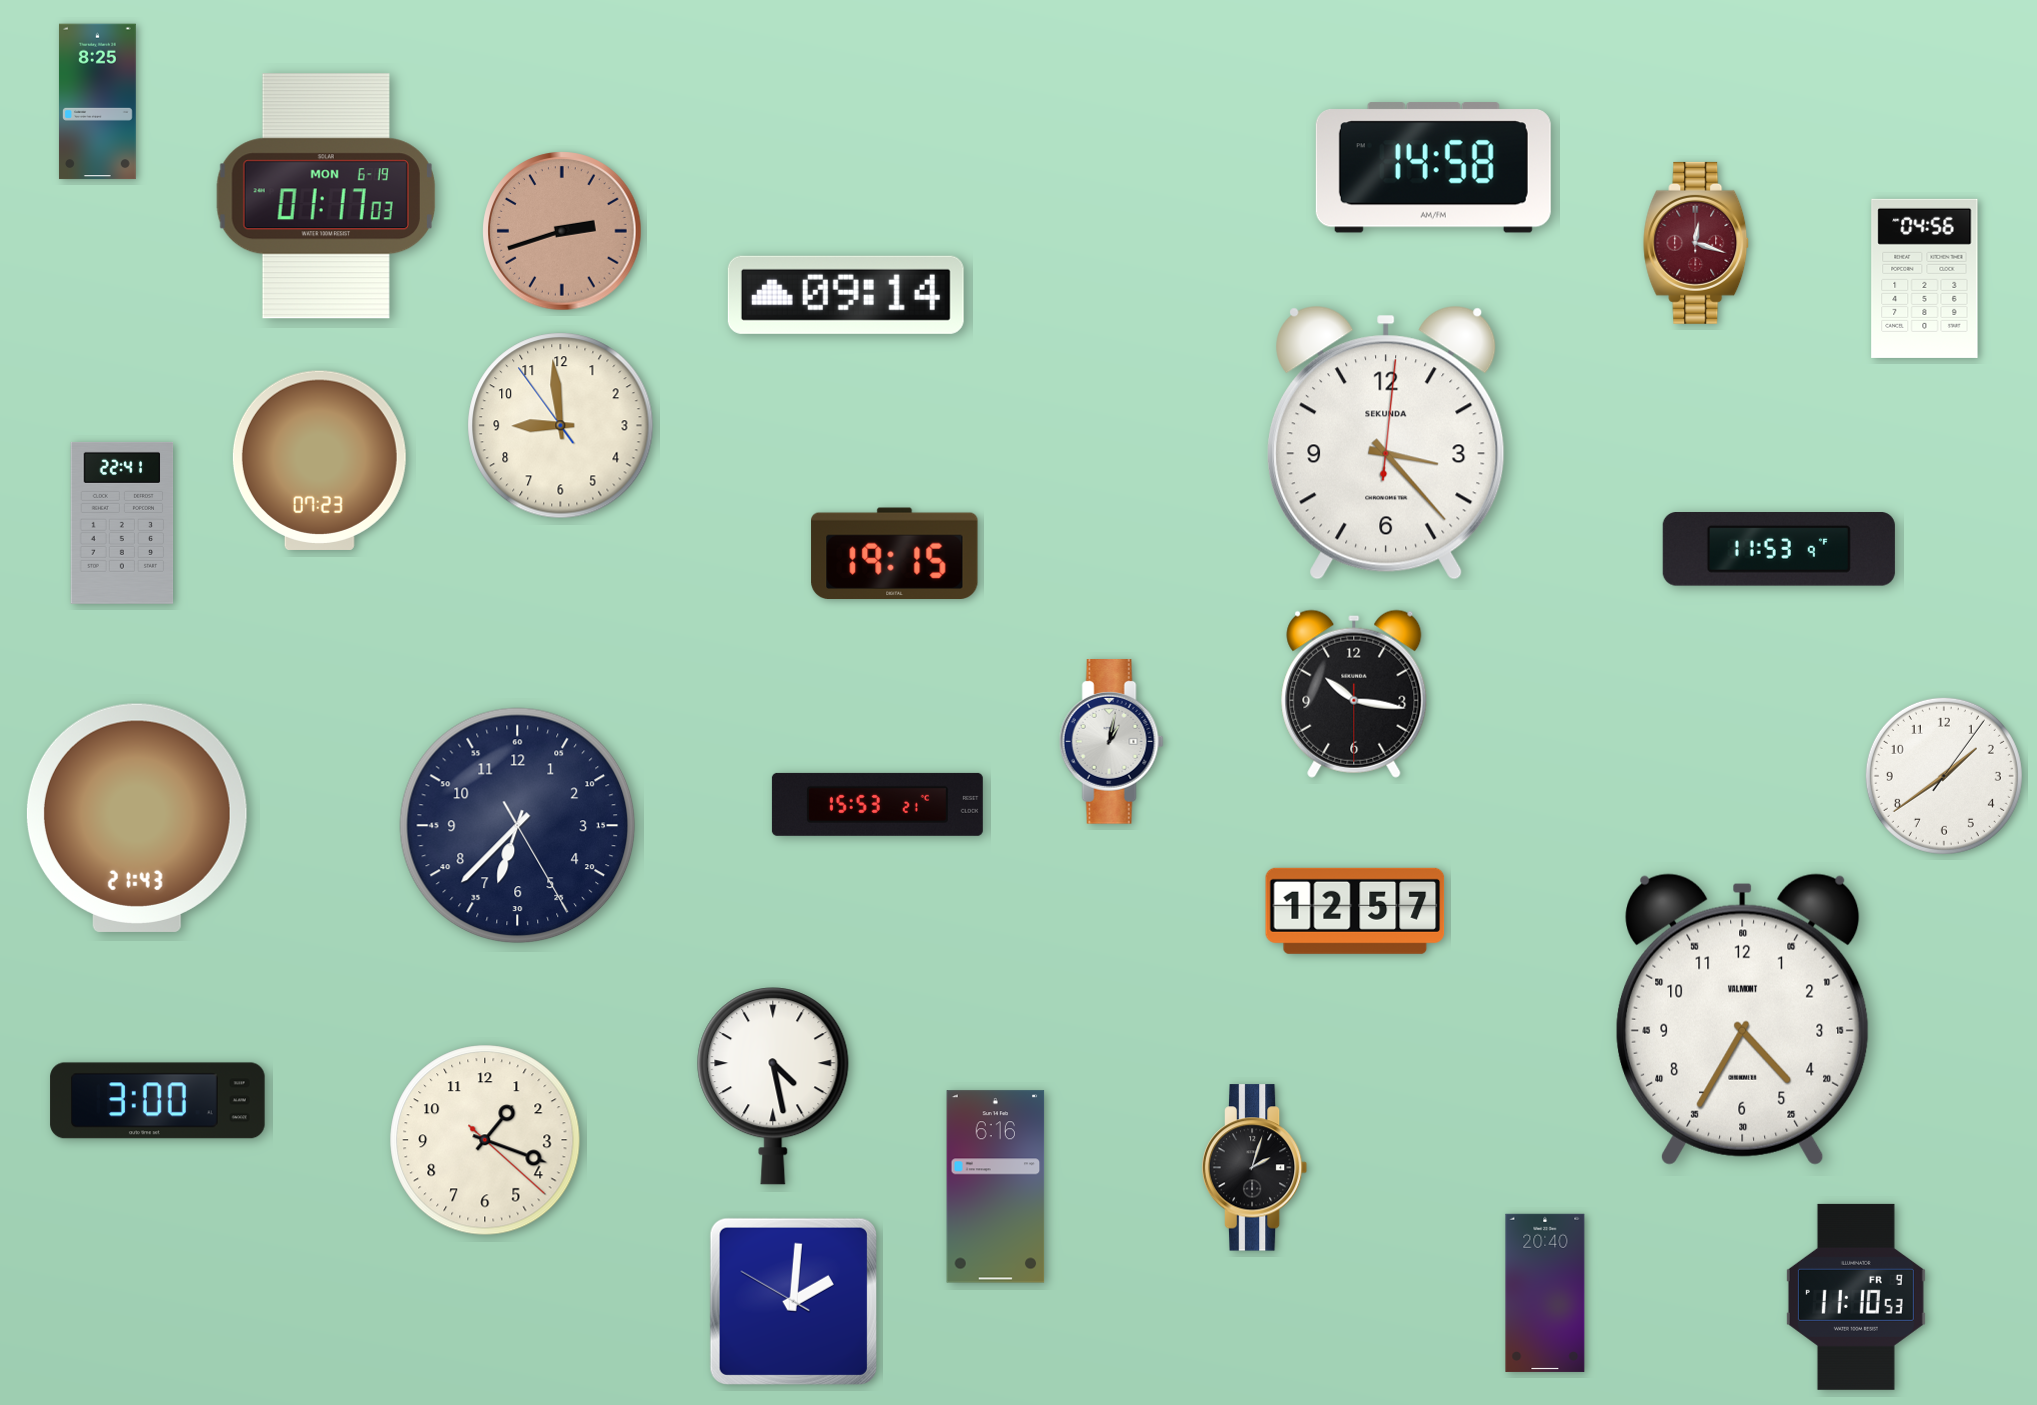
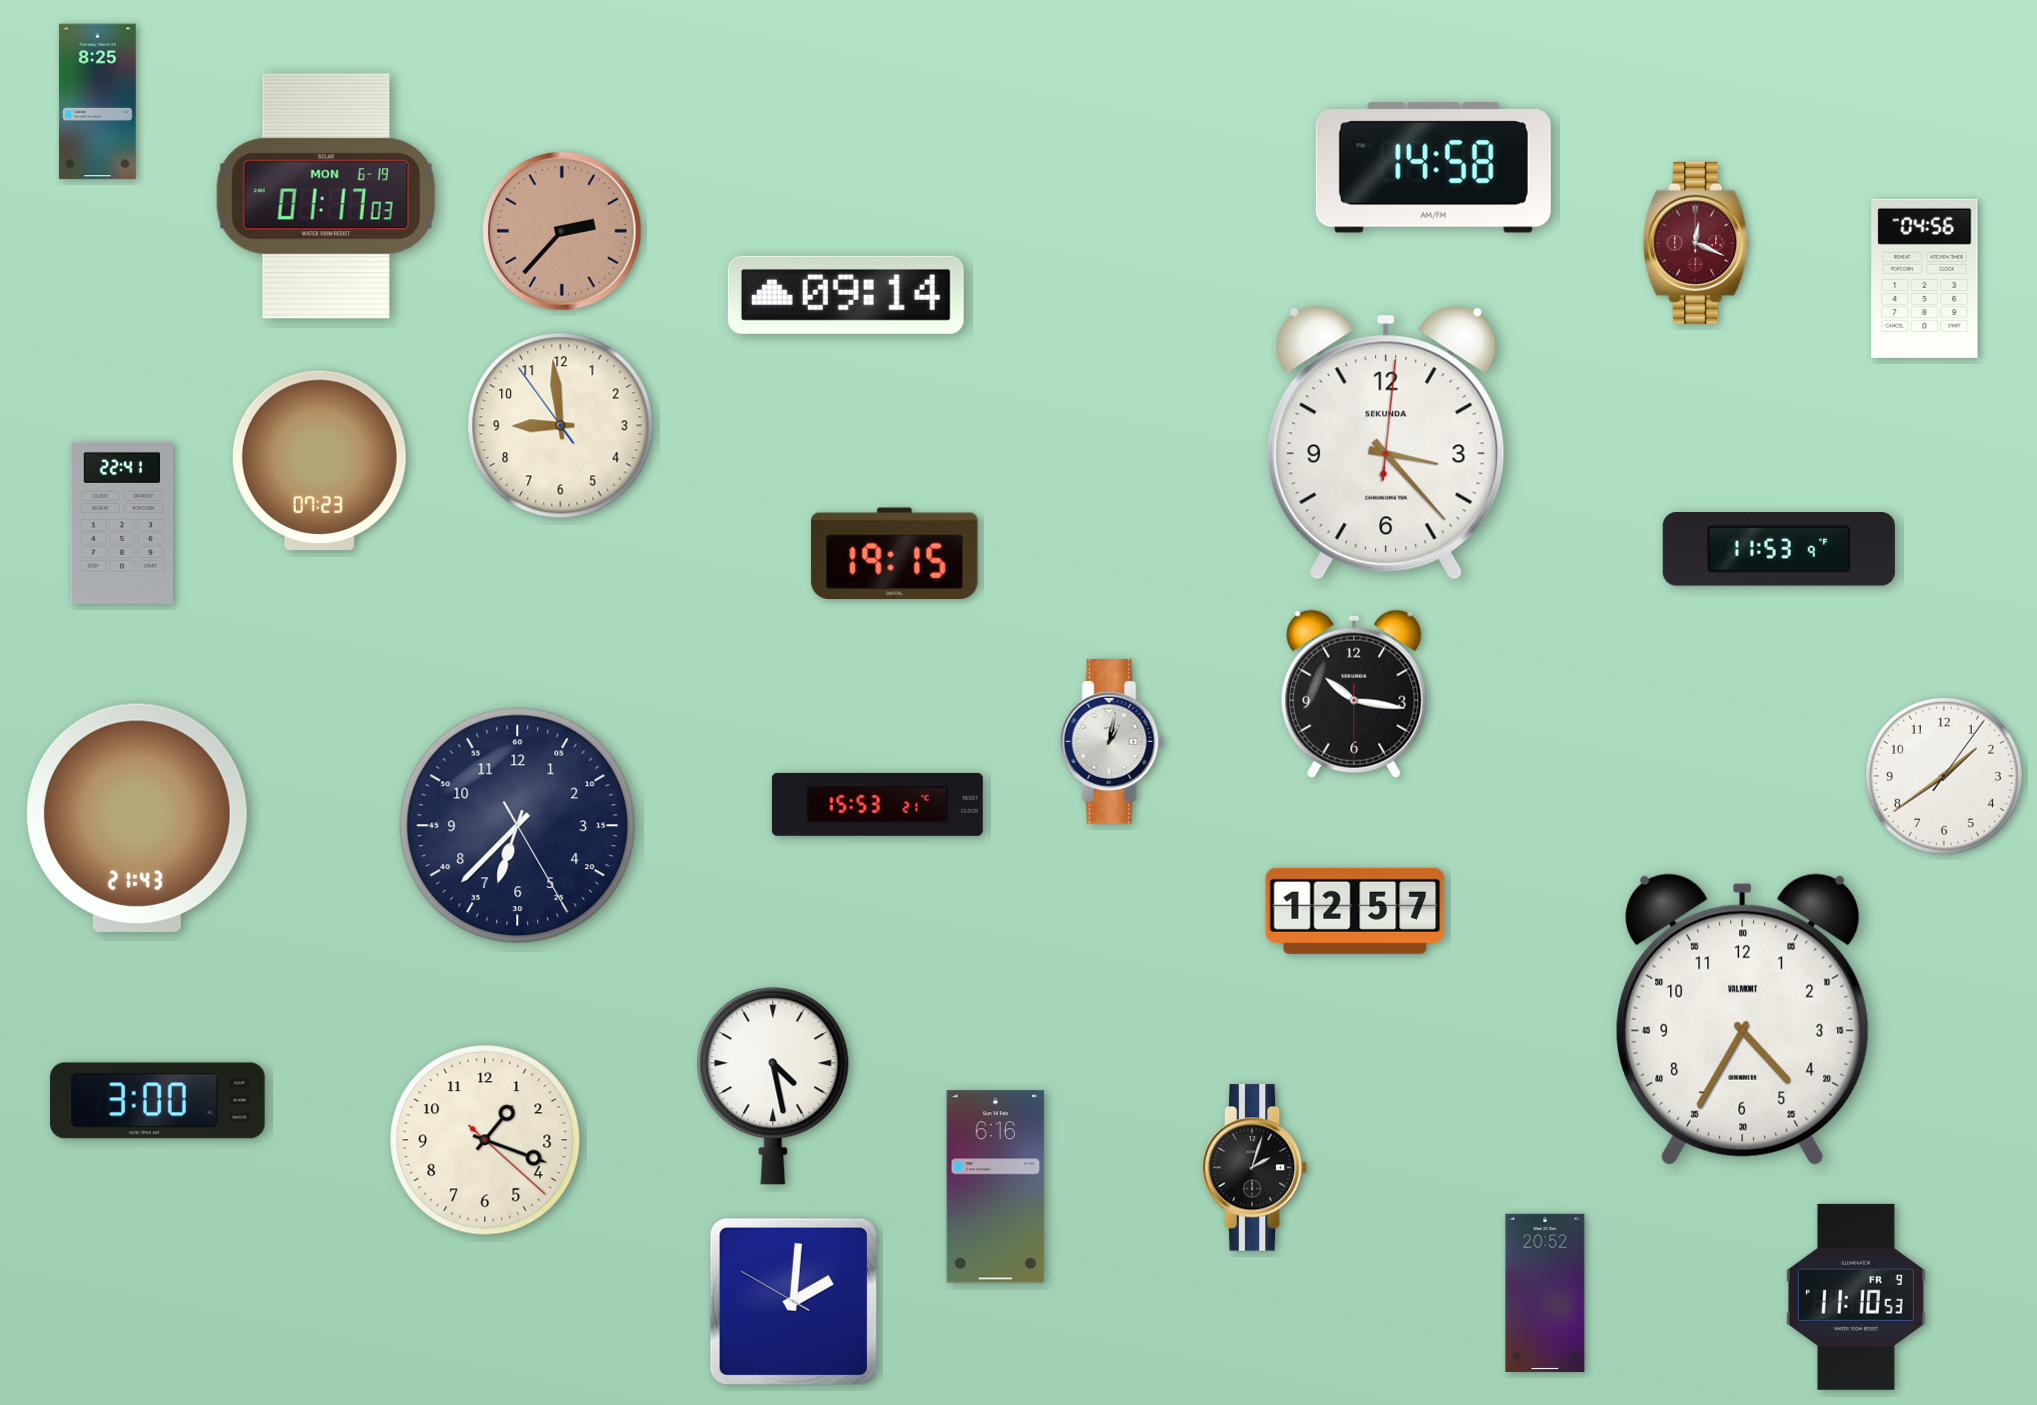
clock at (562, 231): 2:42 -> 2:37
clock at (1697, 243): 12:18 -> 12:19
clock at (1545, 1293): 20:40 -> 20:52
